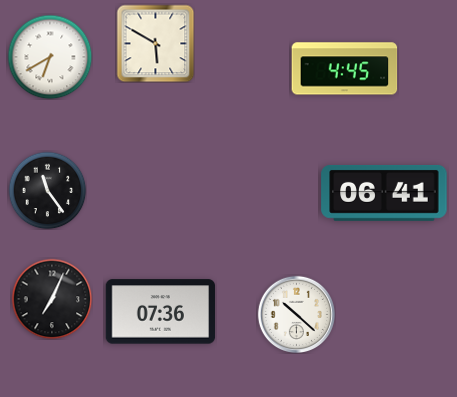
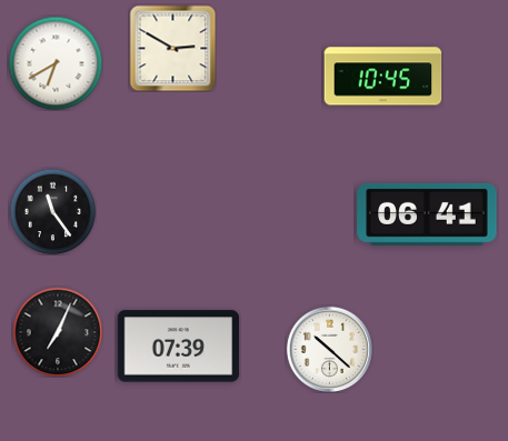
clock at (155, 43): 5:50 -> 2:50
clock at (345, 69): 4:45 -> 10:45
clock at (161, 312): 07:36 -> 07:39
